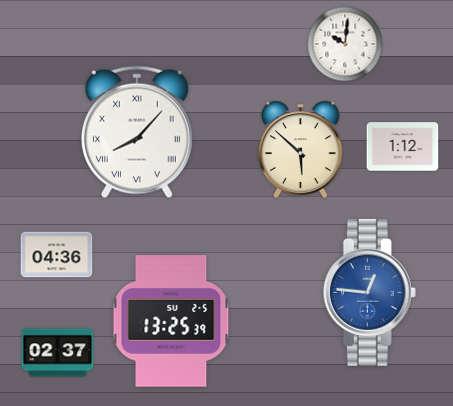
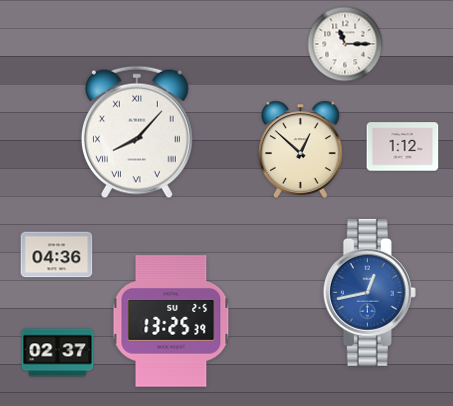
clock at (345, 44): 10:01 -> 11:15
clock at (301, 149): 5:52 -> 12:52
clock at (369, 292): 12:46 -> 12:43
